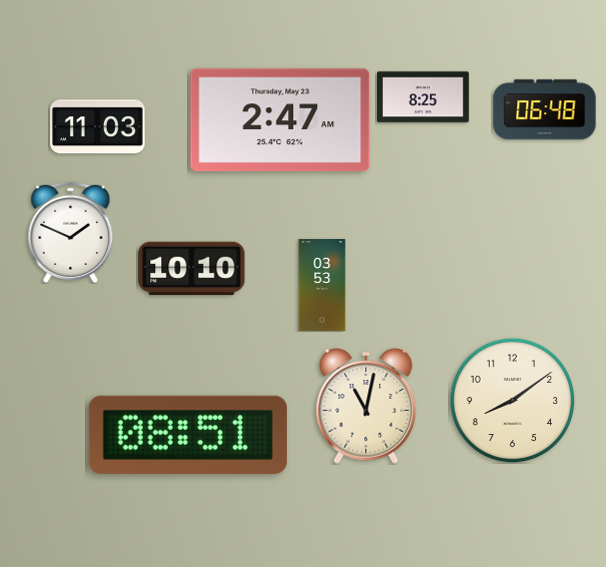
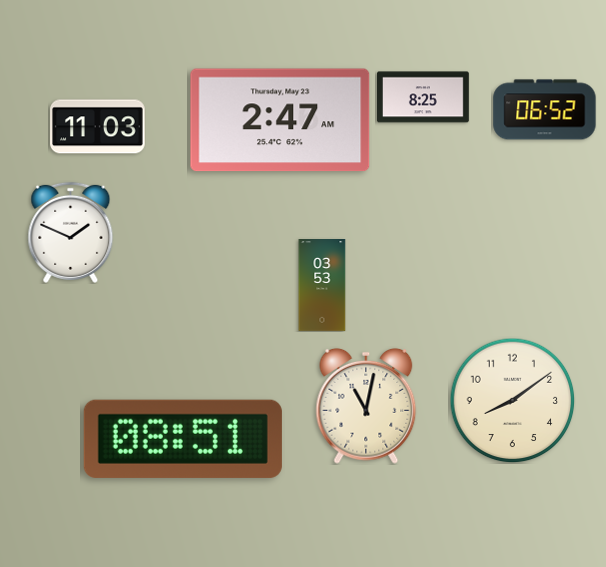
clock at (545, 110): 06:48 -> 06:52
clock at (192, 269): 10:10 -> none
clock at (188, 435) position: (188, 435) -> (183, 439)
